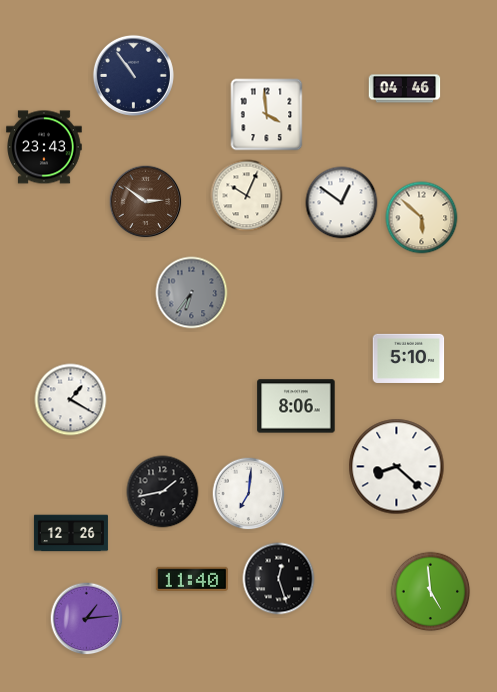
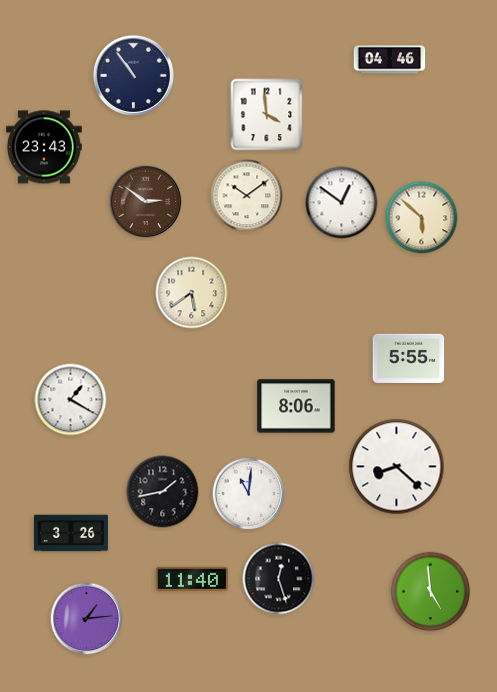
clock at (405, 89) position: (405, 89) -> (390, 60)
clock at (247, 196): 10:04 -> 10:09
clock at (192, 293): 6:36 -> 5:39
clock at (192, 293) dial: grey -> cream
clock at (409, 358): 5:10 -> 5:55
clock at (249, 494): 7:01 -> 11:01
clock at (71, 533): 12:26 -> 3:26
